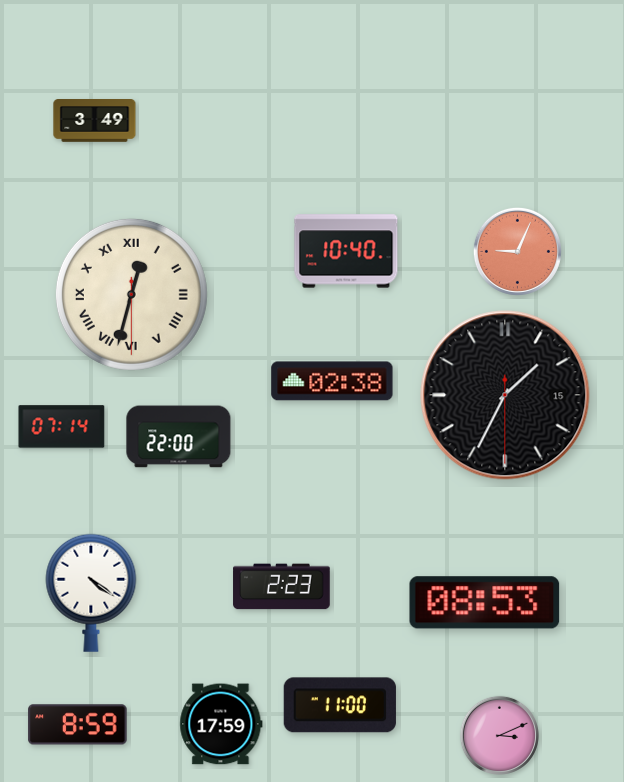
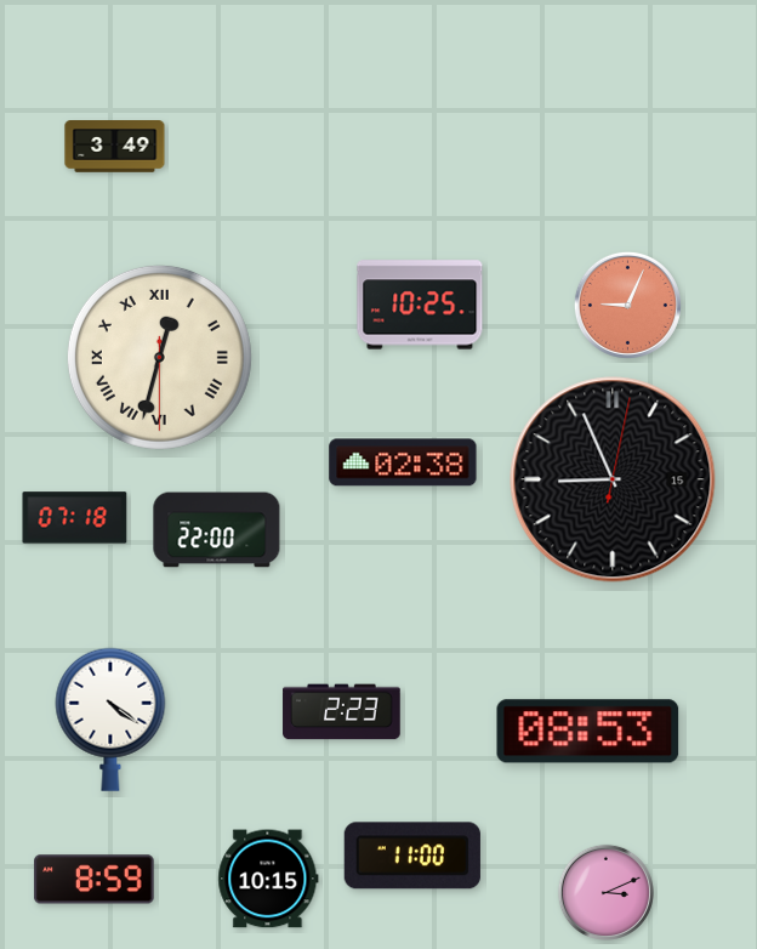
clock at (346, 251): 10:40 -> 10:25
clock at (505, 395): 1:34 -> 8:56
clock at (62, 427): 07:14 -> 07:18
clock at (221, 724): 17:59 -> 10:15
